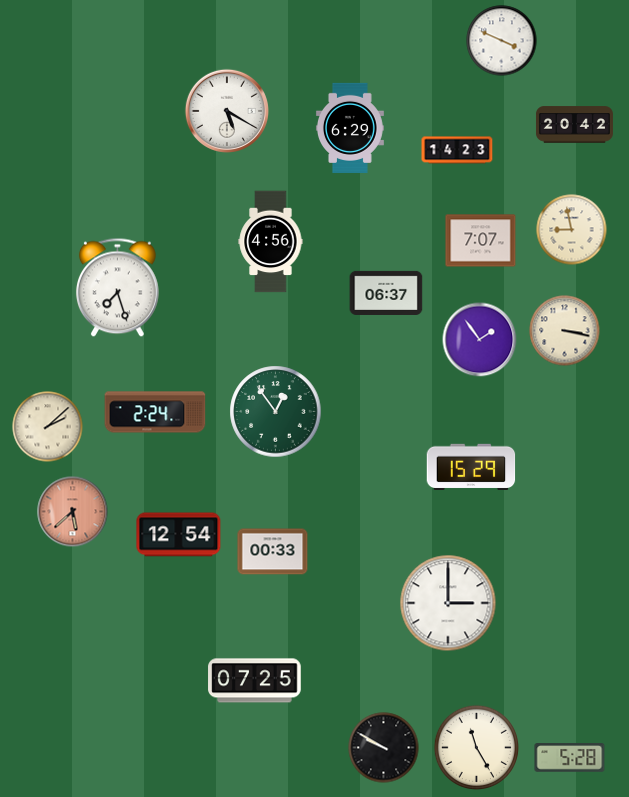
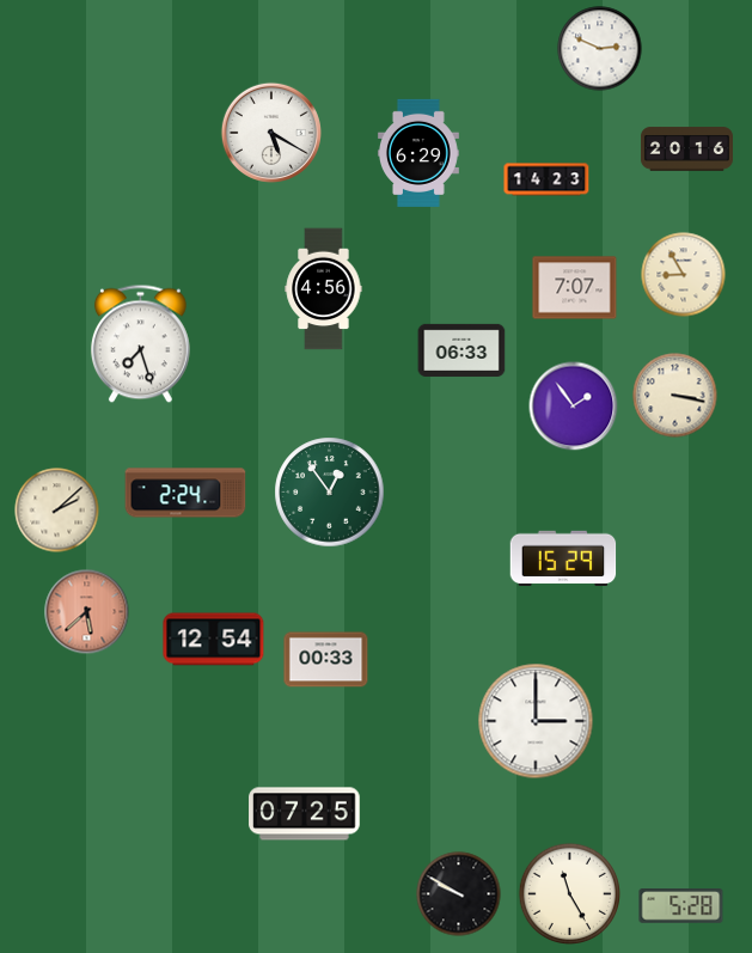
clock at (502, 41): 3:49 -> 2:49
clock at (574, 125): 20:42 -> 20:16
clock at (572, 230): 8:58 -> 8:55
clock at (386, 293): 06:37 -> 06:33
